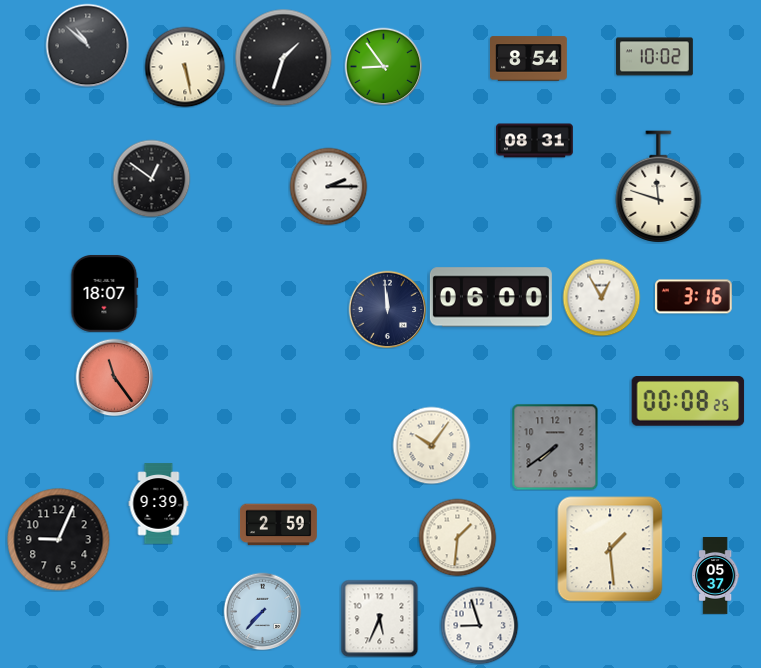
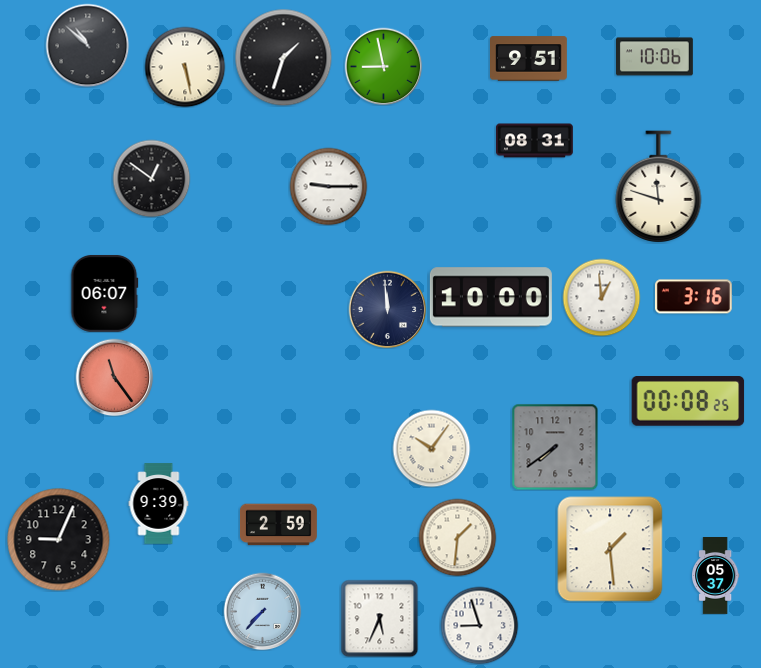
clock at (655, 57): 10:02 -> 10:06
clock at (529, 59): 8:54 -> 9:51
clock at (383, 66): 8:54 -> 8:58
clock at (328, 186): 2:15 -> 9:15
clock at (104, 293): 18:07 -> 06:07
clock at (491, 297): 06:00 -> 10:00
clock at (601, 297): 12:55 -> 12:59
clock at (431, 445) position: (431, 445) -> (431, 448)
